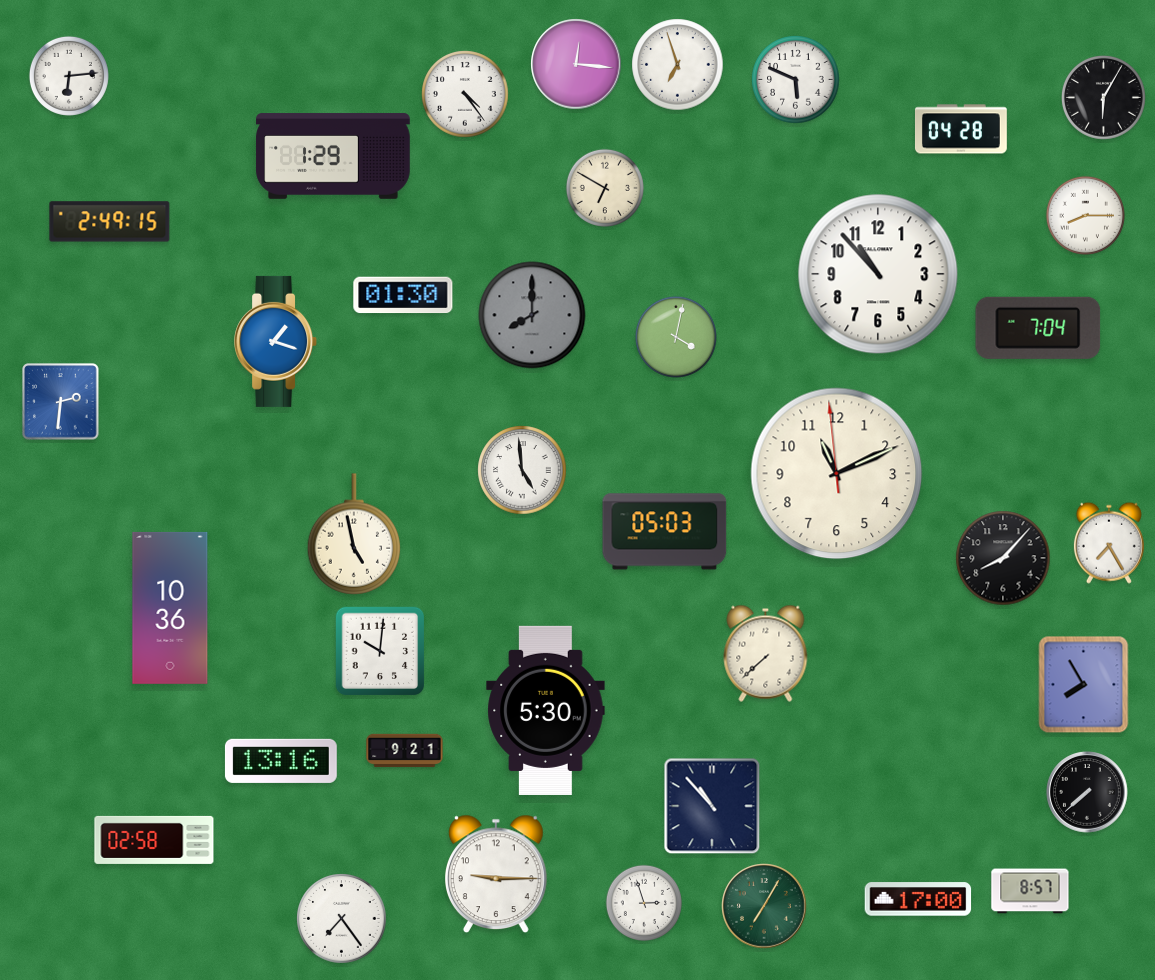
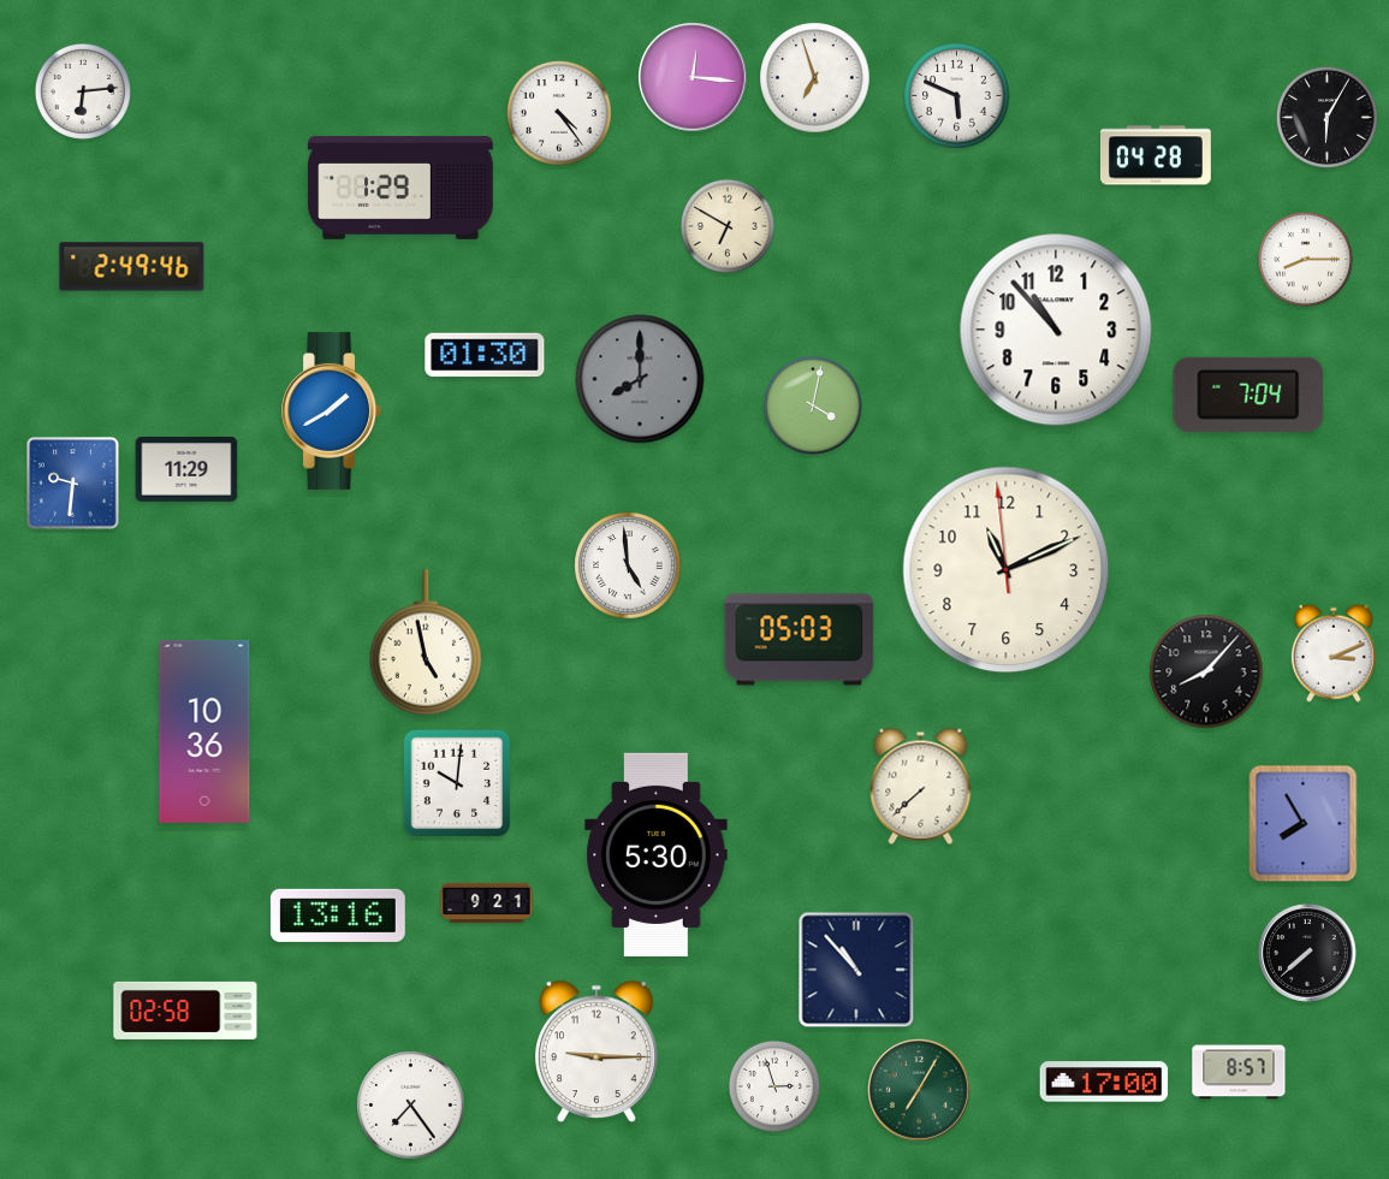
clock at (110, 222): 2:49:15 -> 2:49:46
clock at (276, 341): 1:18 -> 1:40
clock at (186, 470): none -> 11:29
clock at (61, 402): 2:31 -> 9:31
clock at (1109, 543): 7:25 -> 3:11
